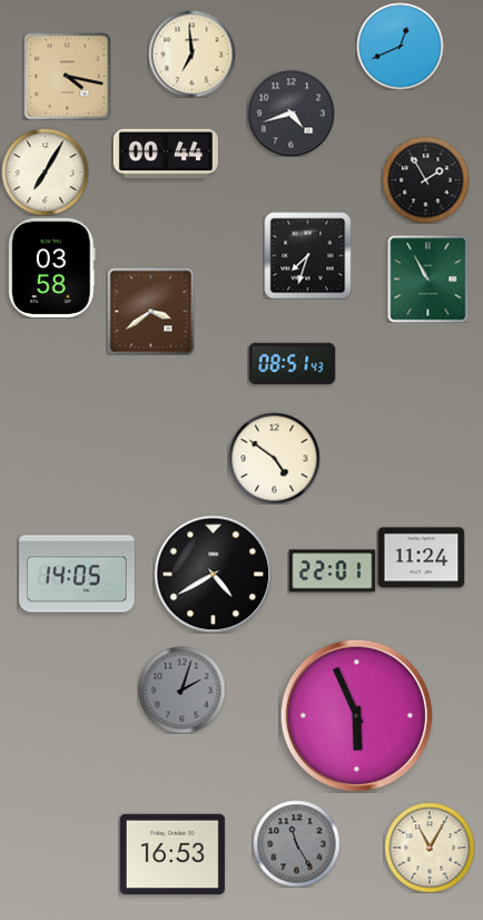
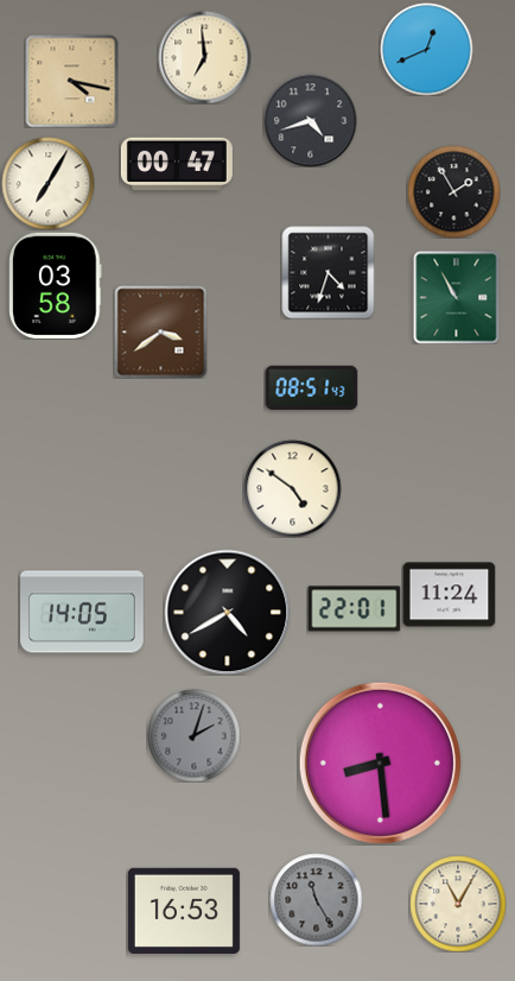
clock at (166, 154): 00:44 -> 00:47
clock at (307, 255): 7:33 -> 4:33
clock at (356, 715): 5:56 -> 8:29
